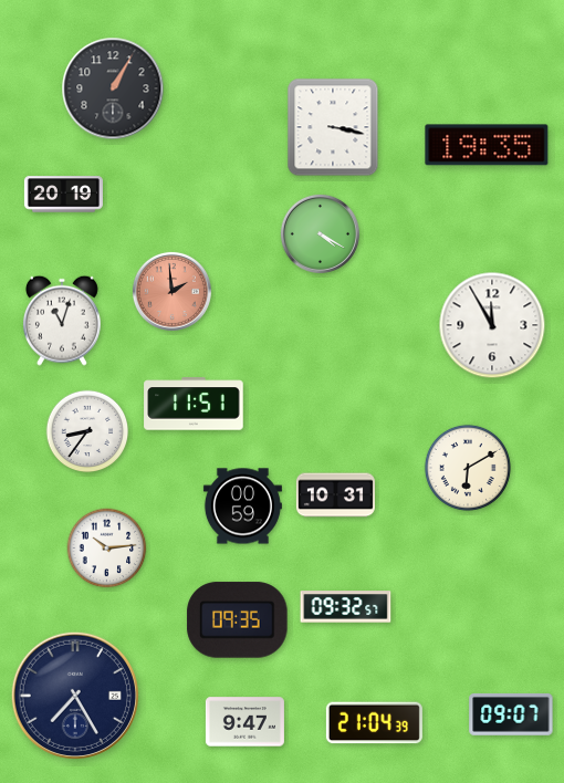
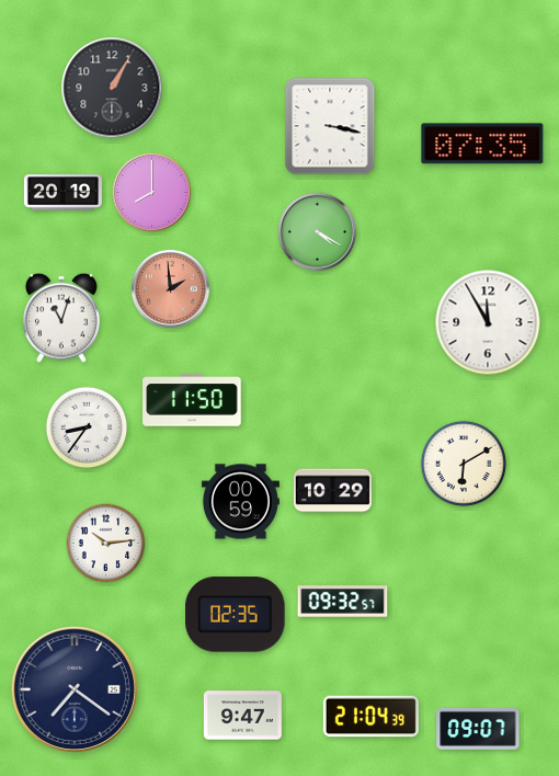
clock at (487, 145): 19:35 -> 07:35
clock at (151, 192): none -> 8:00
clock at (194, 404): 11:51 -> 11:50
clock at (335, 495): 10:31 -> 10:29
clock at (238, 620): 09:35 -> 02:35
clock at (75, 696): 7:25 -> 7:21
clock at (511, 714) position: (511, 714) -> (478, 729)
